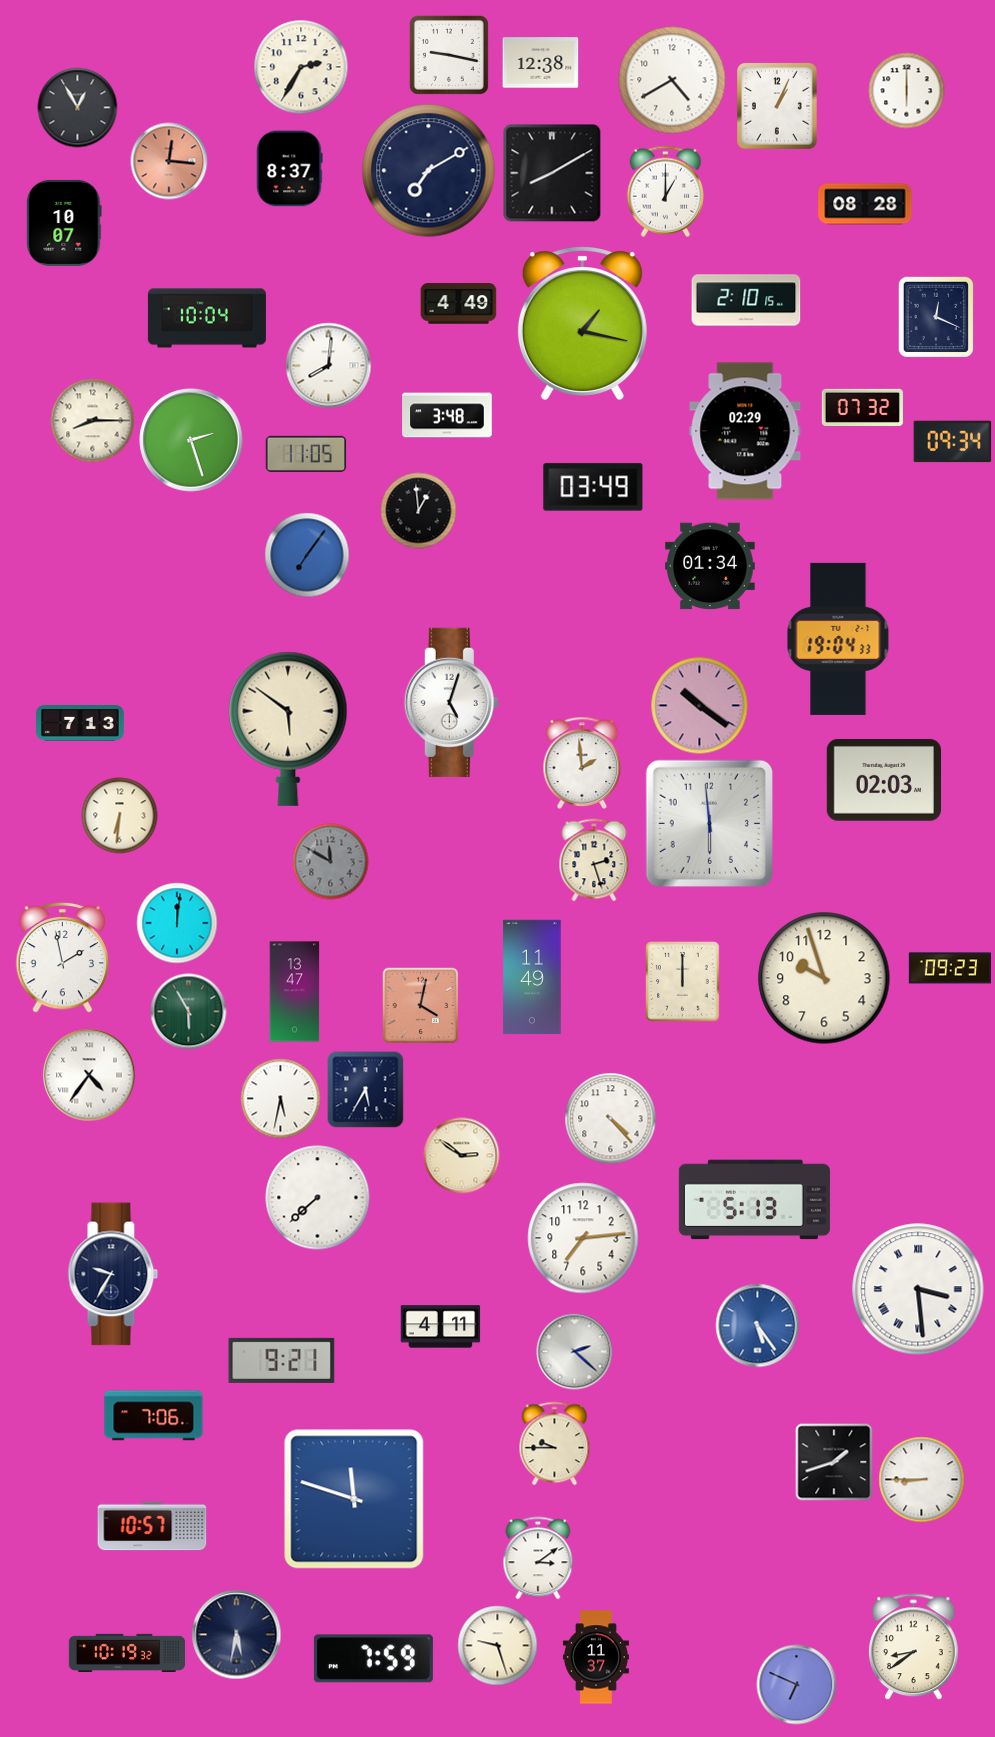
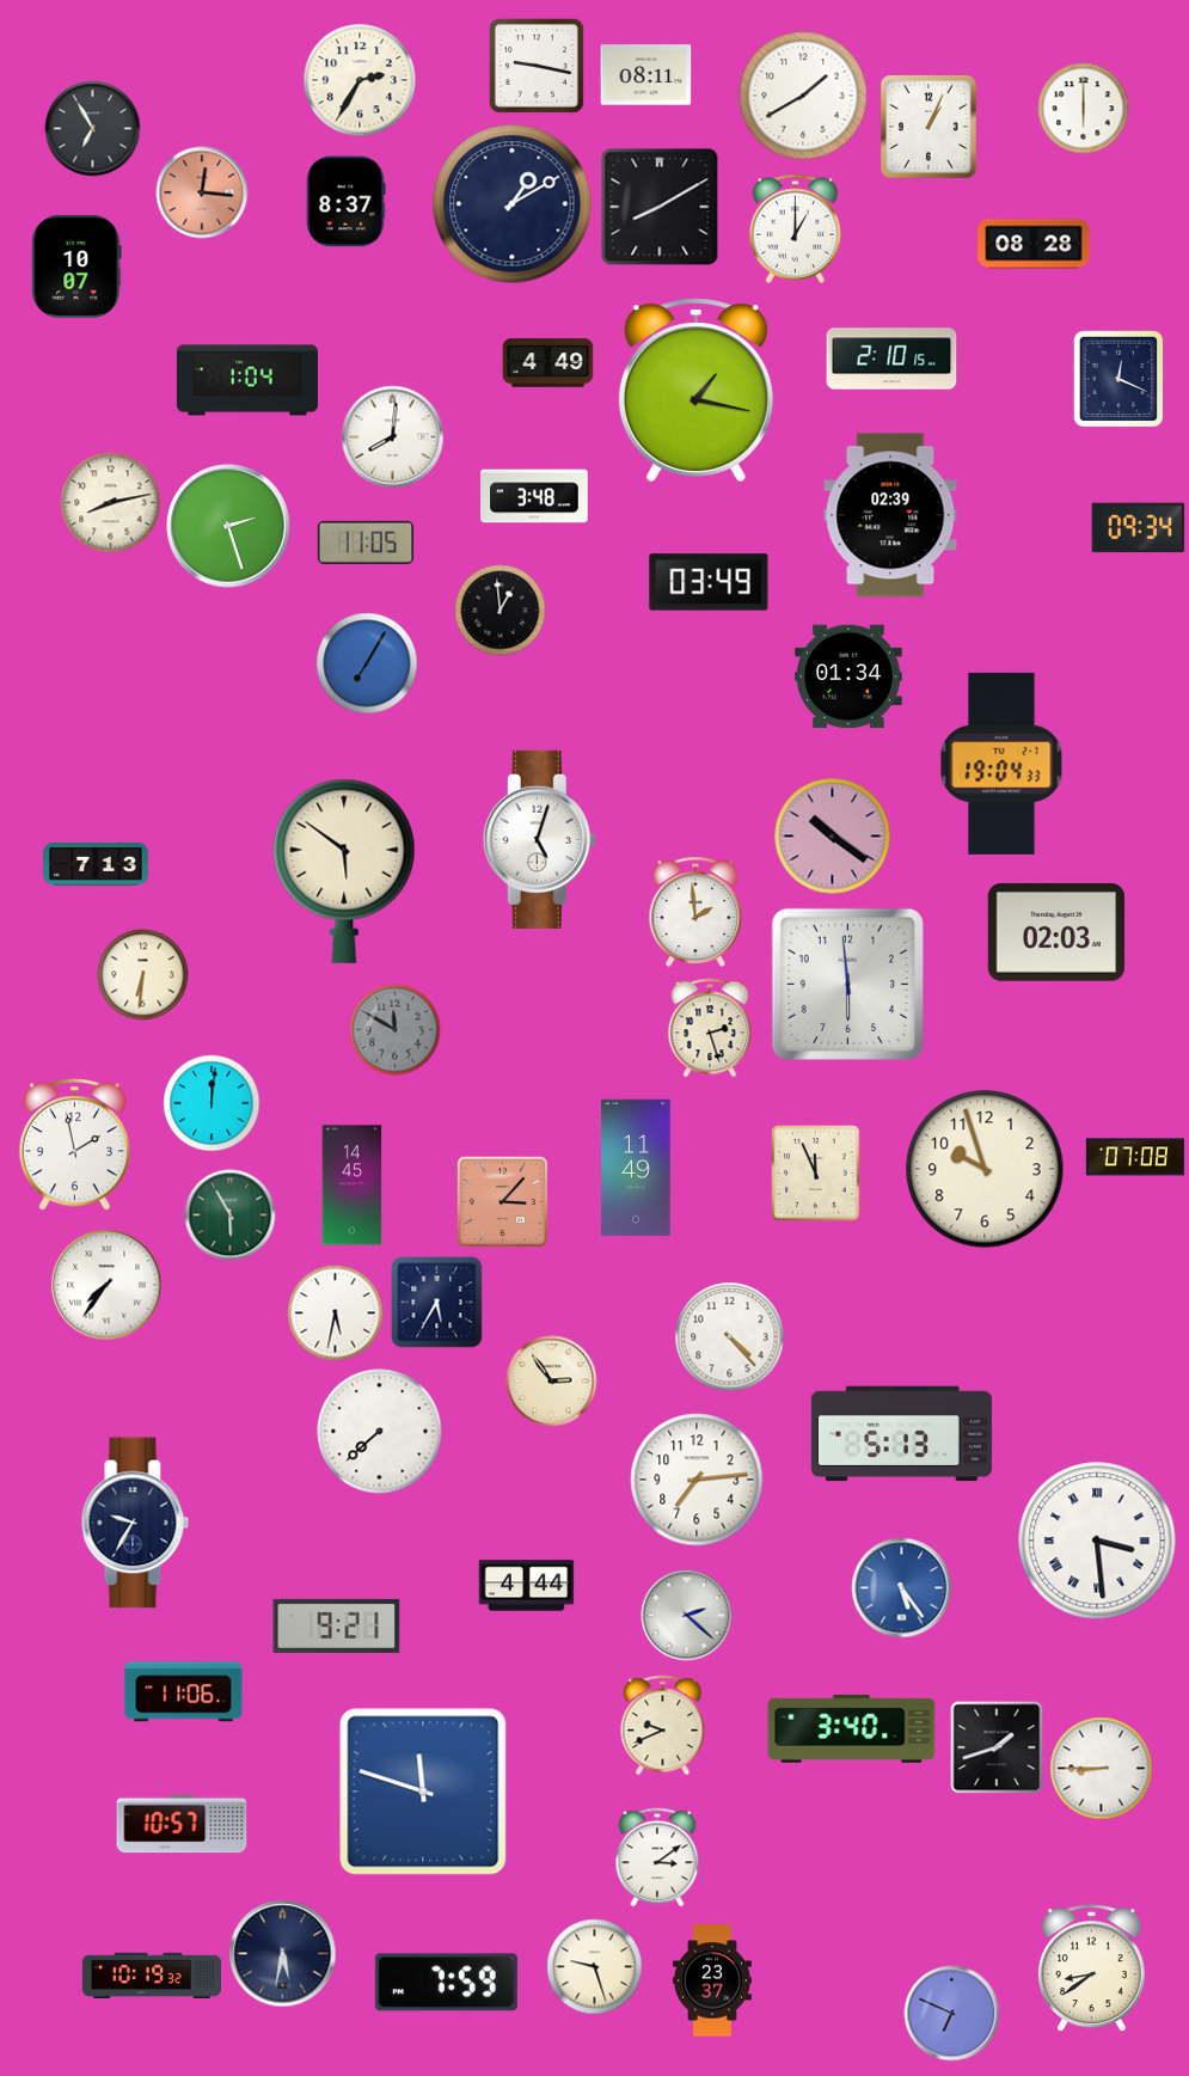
clock at (541, 63): 12:38 -> 08:11
clock at (672, 80): 4:40 -> 1:40
clock at (78, 108): 12:55 -> 6:55
clock at (429, 171): 7:10 -> 1:10
clock at (207, 318): 10:04 -> 1:04
clock at (582, 323) position: (582, 323) -> (695, 390)
clock at (862, 407): 07:32 -> none
clock at (93, 421): 8:15 -> 8:13
clock at (745, 431): 02:29 -> 02:39
clock at (307, 555): 7:06 -> 7:05
clock at (700, 706) position: (700, 706) -> (833, 837)
clock at (950, 968): 09:23 -> 07:08
clock at (683, 982): 12:00 -> 11:56
clock at (295, 992): 13:47 -> 14:45
clock at (420, 1005): 4:02 -> 3:07
clock at (189, 1012) position: (189, 1012) -> (231, 1215)
clock at (89, 1075): 4:36 -> 7:36
clock at (462, 1156): 2:51 -> 2:54
clock at (758, 1326) position: (758, 1326) -> (902, 1588)
clock at (441, 1327): 4:11 -> 4:44
clock at (154, 1416): 7:06 -> 11:06
clock at (555, 1444): 9:45 -> 9:41
clock at (852, 1729): none -> 3:40
clock at (538, 1558) position: (538, 1558) -> (657, 1857)
clock at (596, 1657): 11:37 -> 23:37
